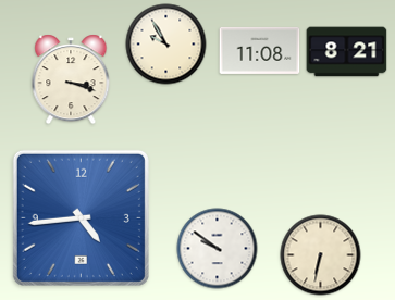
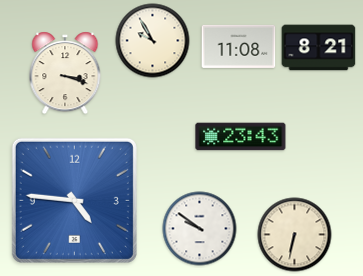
clock at (241, 137): none -> 23:43
clock at (81, 217): 4:44 -> 4:46
